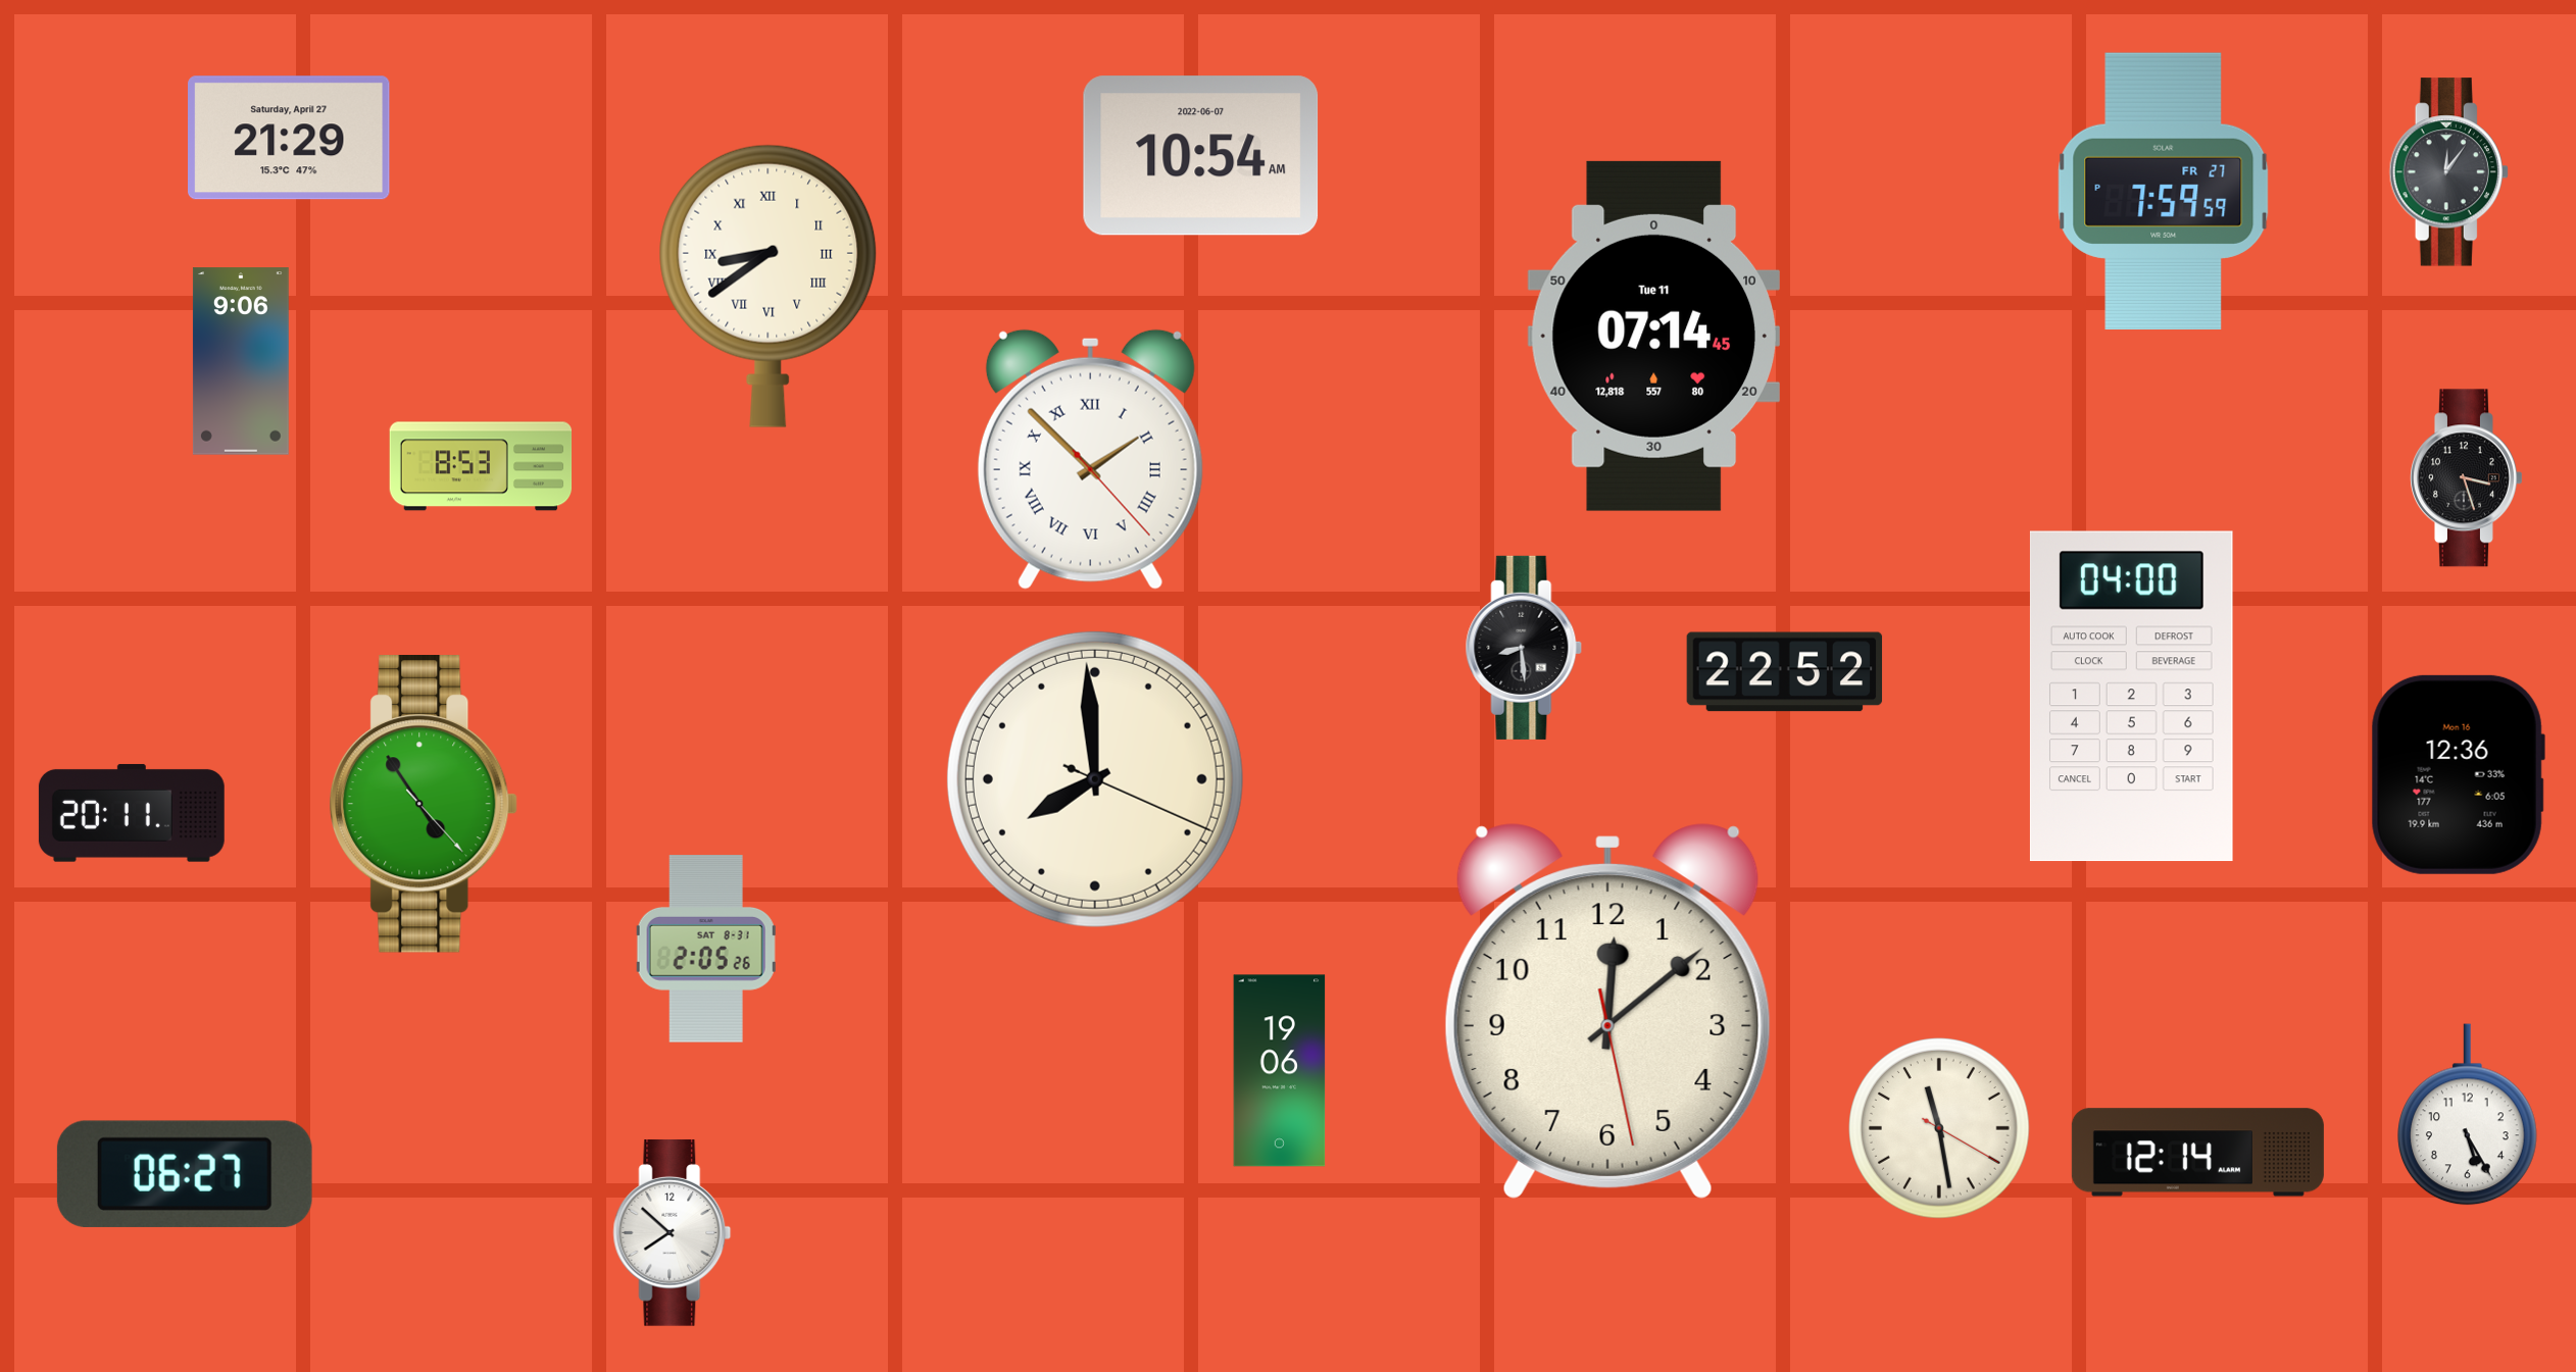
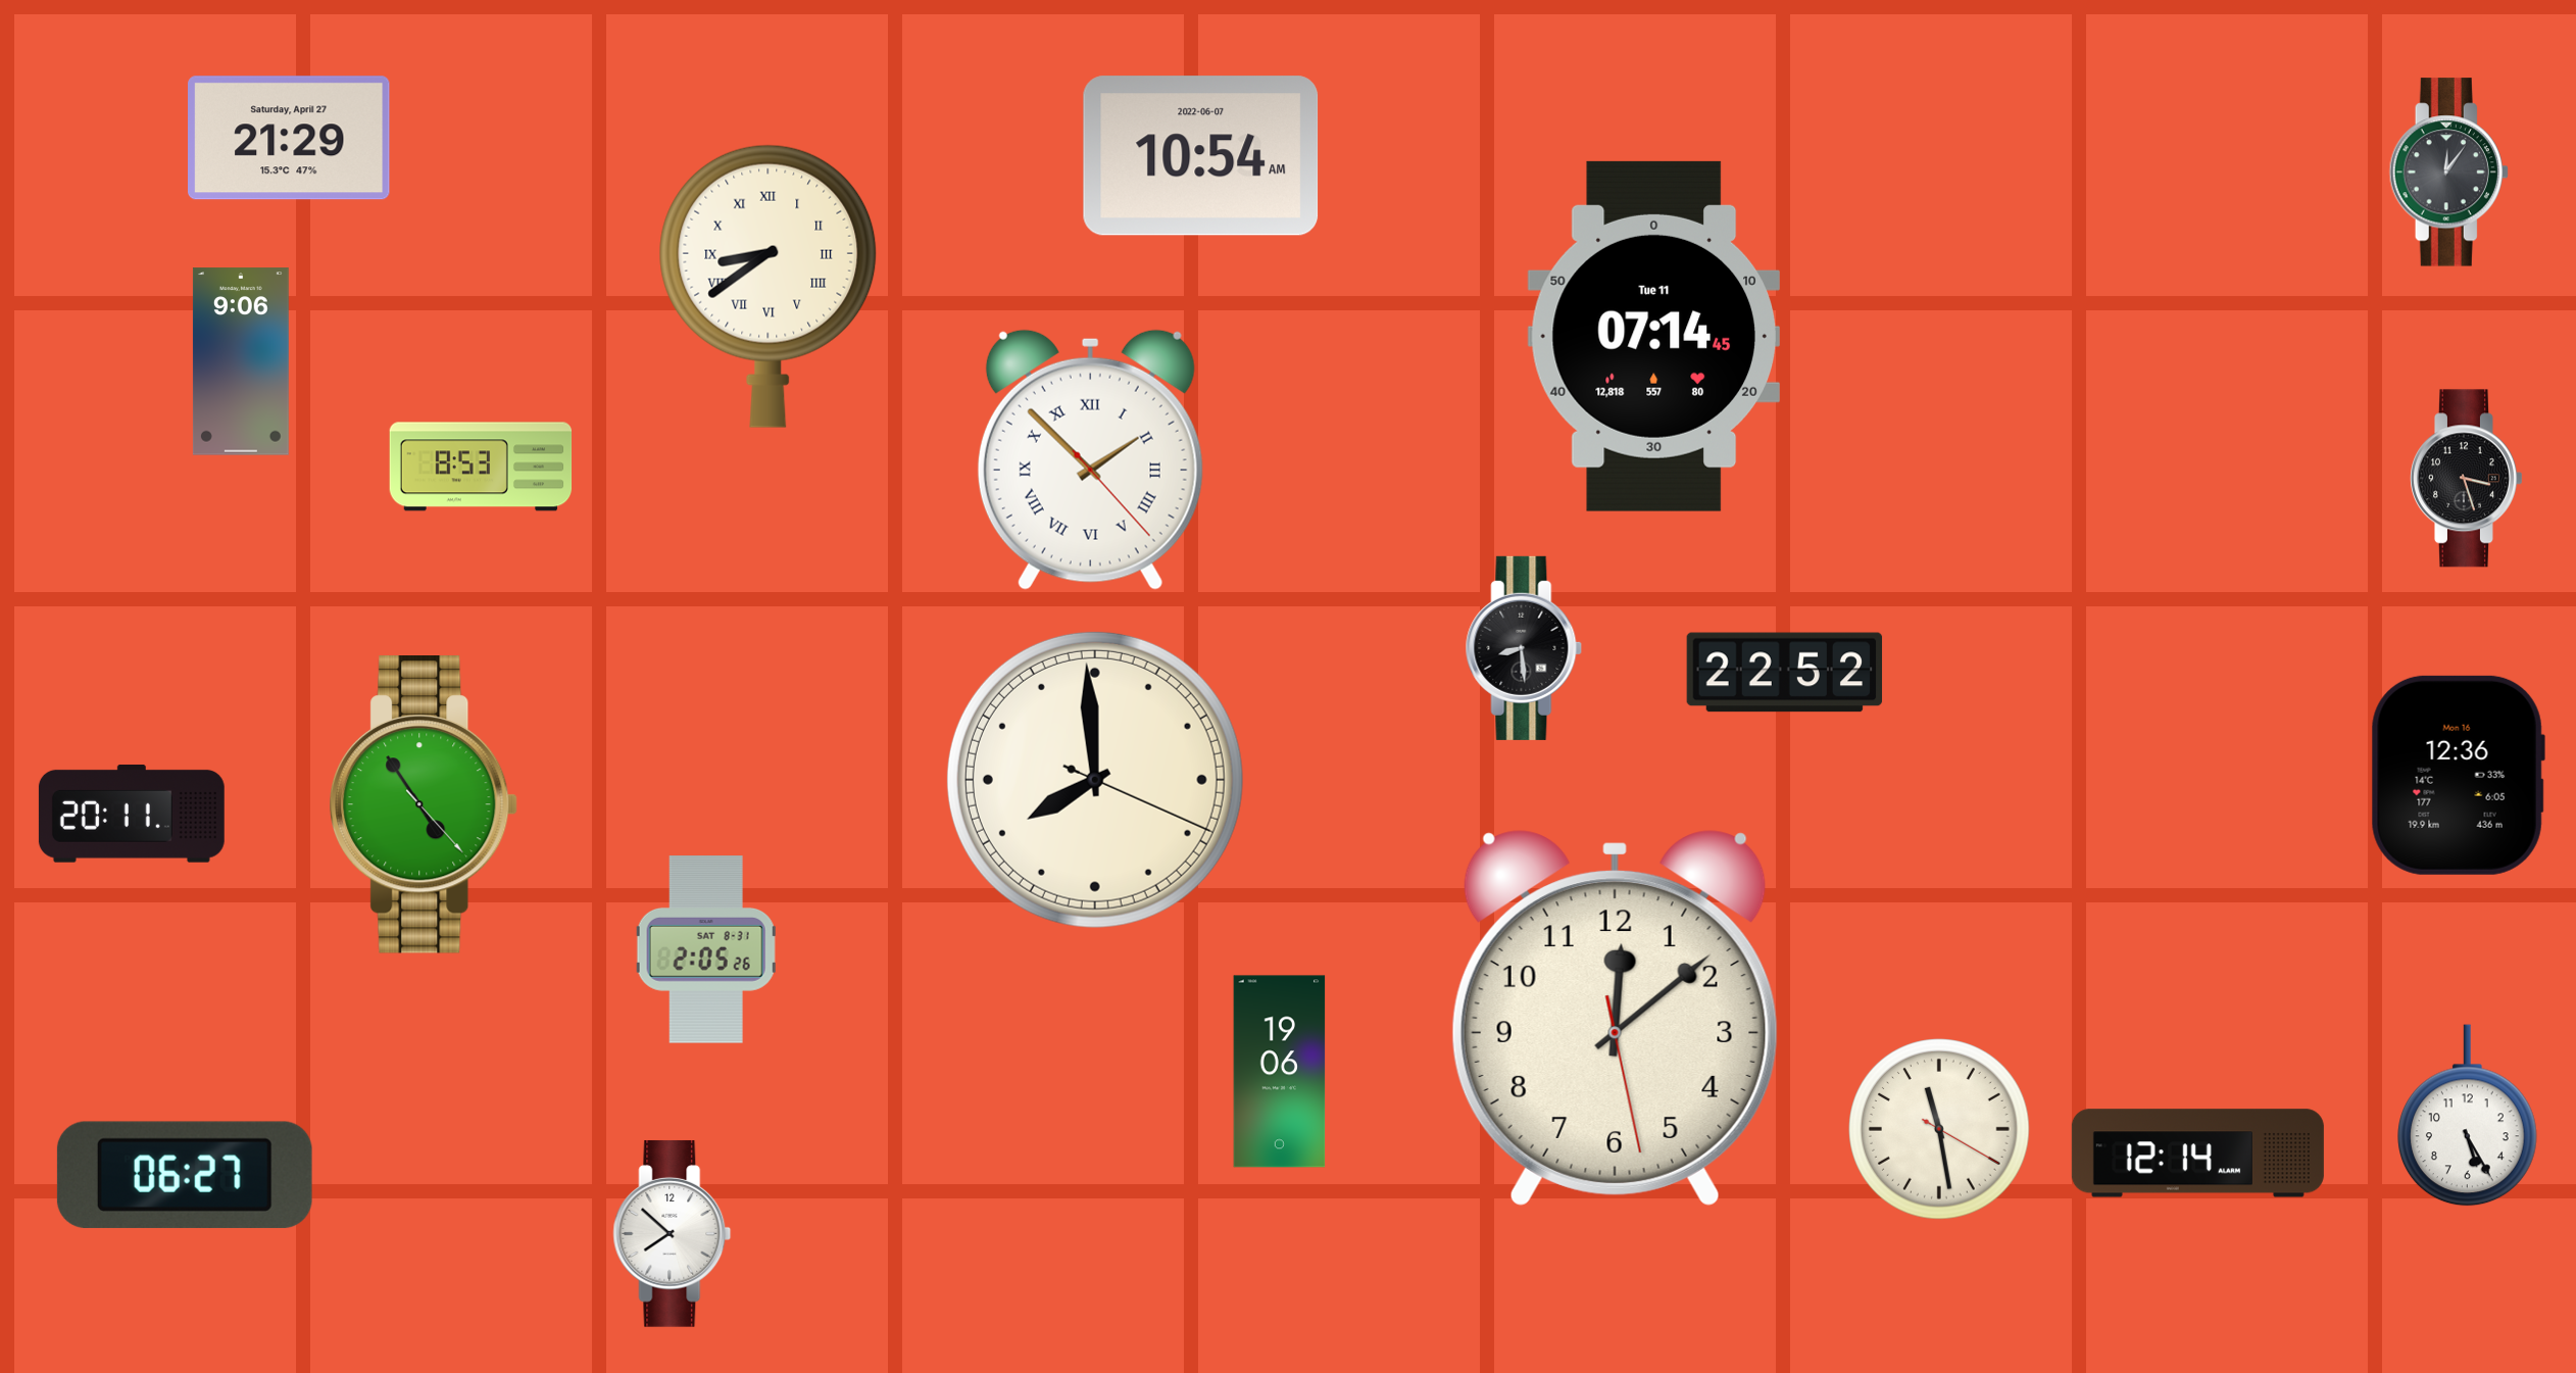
clock at (2164, 191): 7:59 -> none
clock at (2131, 697): 04:00 -> none
clock at (1607, 1011) position: (1607, 1011) -> (1615, 1018)
